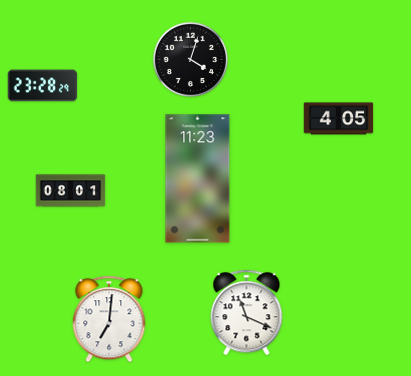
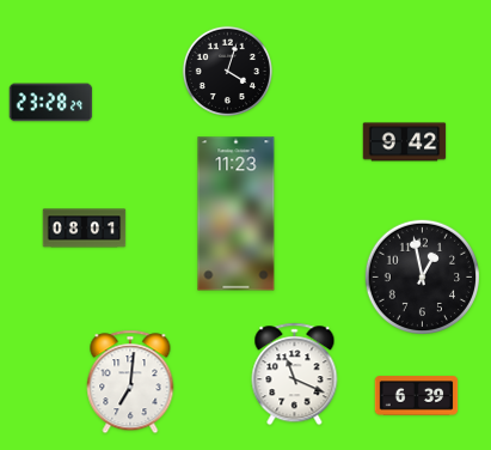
clock at (339, 119): 4:05 -> 9:42
clock at (422, 276): none -> 12:58
clock at (417, 396): none -> 6:39
